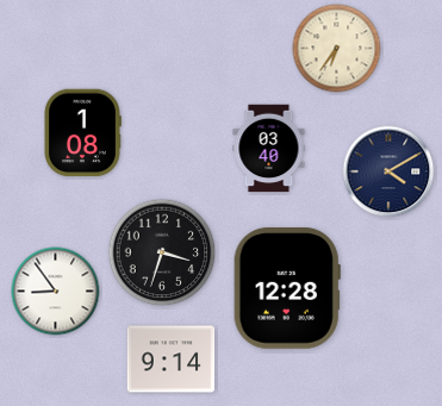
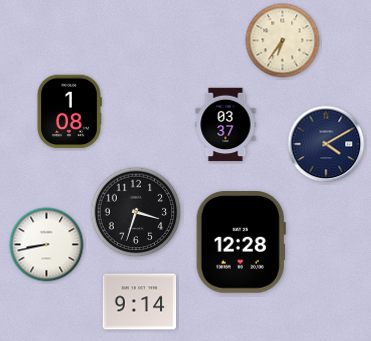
clock at (269, 149): 03:40 -> 03:37
clock at (56, 292): 8:54 -> 8:43
clock at (172, 360) position: (172, 360) -> (140, 302)
